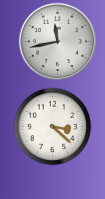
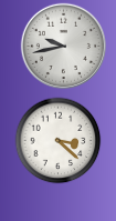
clock at (57, 41): 11:43 -> 9:43
